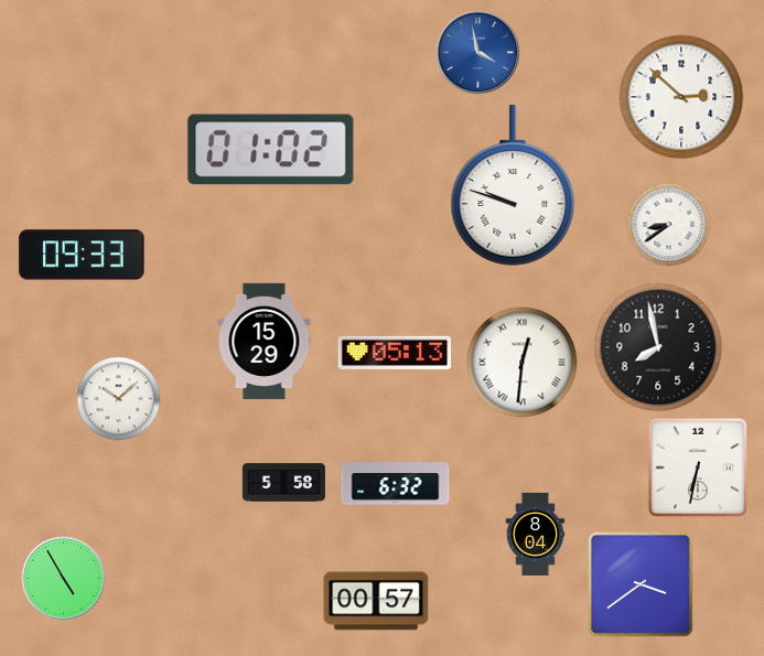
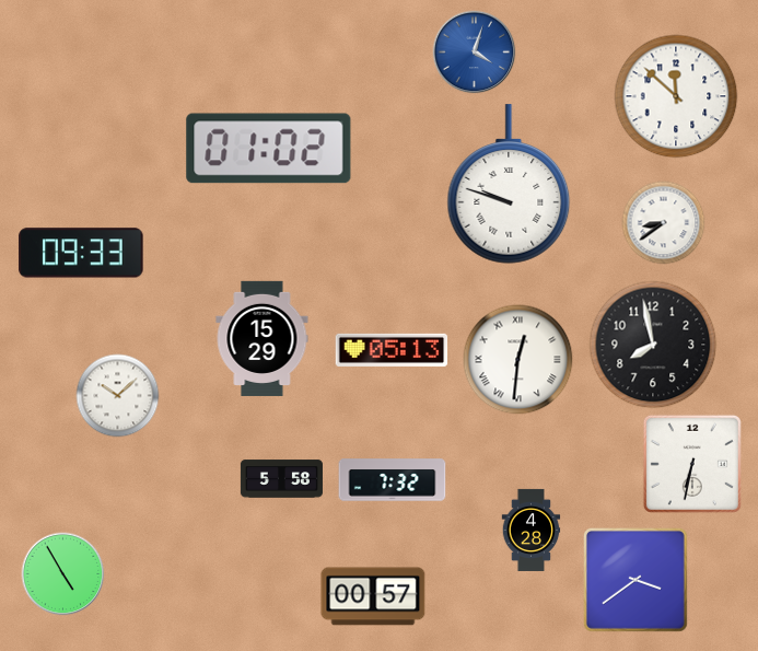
clock at (478, 53): 3:58 -> 4:03
clock at (681, 97): 2:52 -> 11:52
clock at (396, 484): 6:32 -> 7:32
clock at (536, 534): 8:04 -> 4:28
